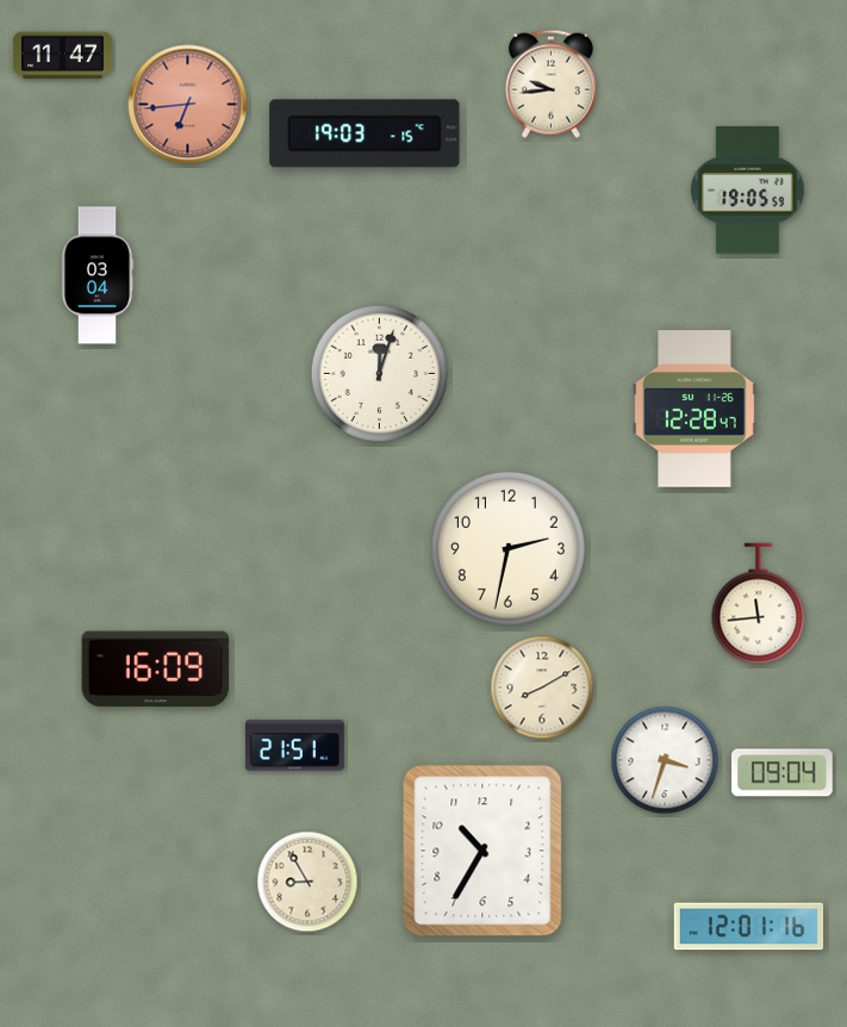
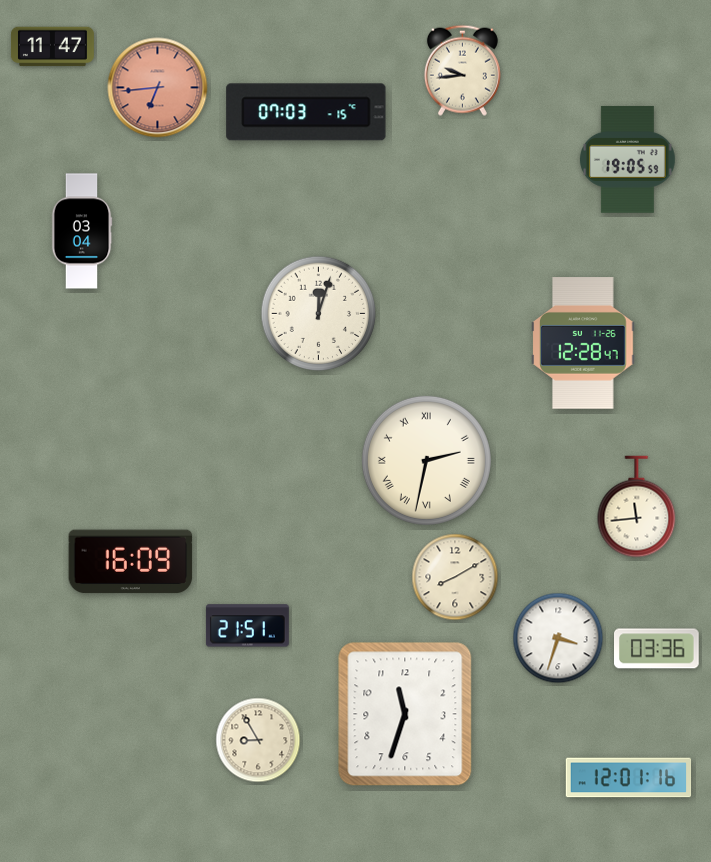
clock at (365, 133): 19:03 -> 07:03
clock at (507, 548) numerals: Arabic -> Roman
clock at (783, 773): 09:04 -> 03:36
clock at (482, 851): 10:35 -> 11:33
